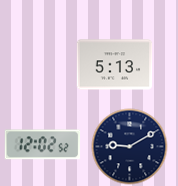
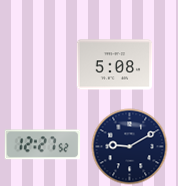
clock at (115, 65): 5:13 -> 5:08
clock at (43, 145): 12:02 -> 12:27
